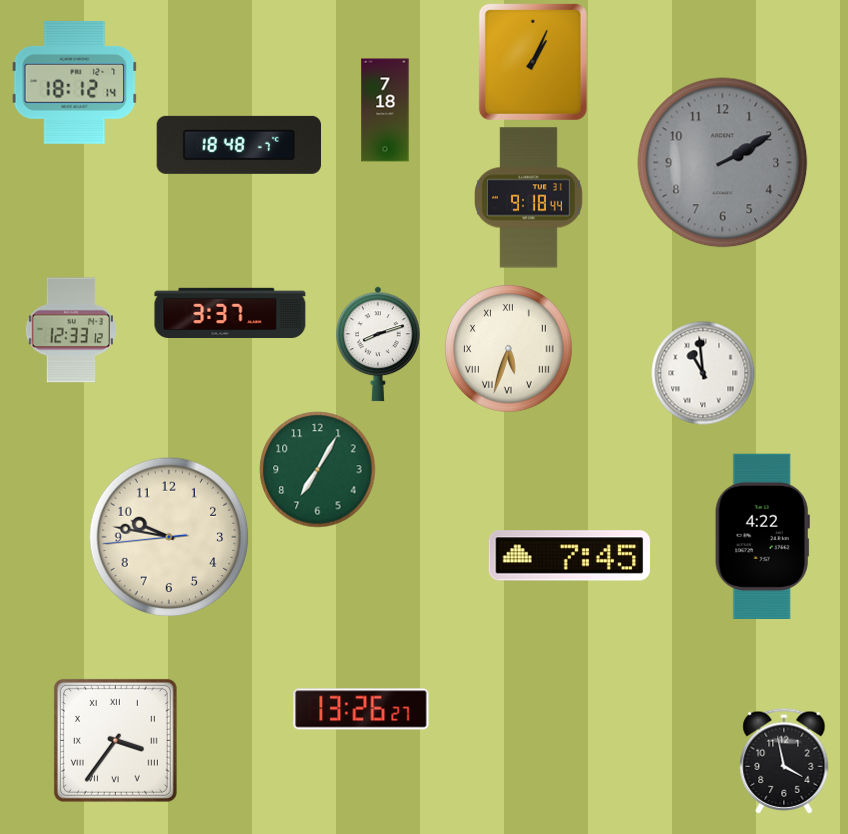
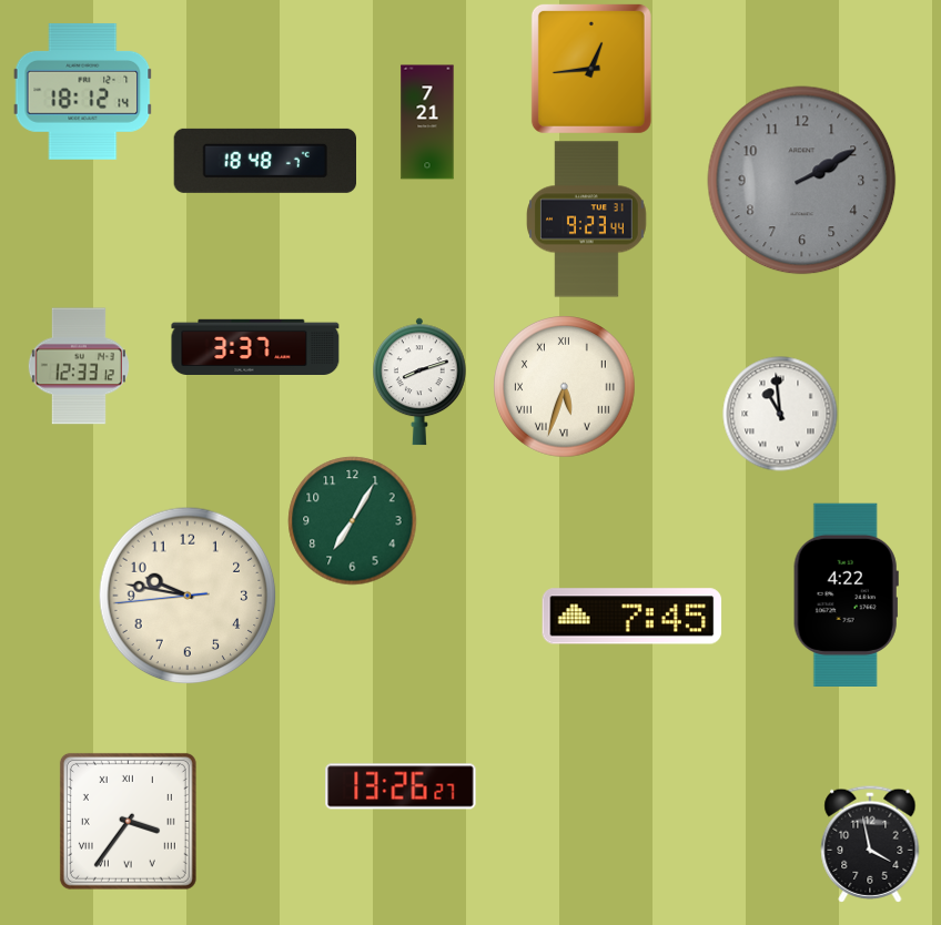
clock at (533, 62): 1:04 -> 12:44
clock at (385, 110): 7:18 -> 7:21
clock at (529, 198): 9:18 -> 9:23
